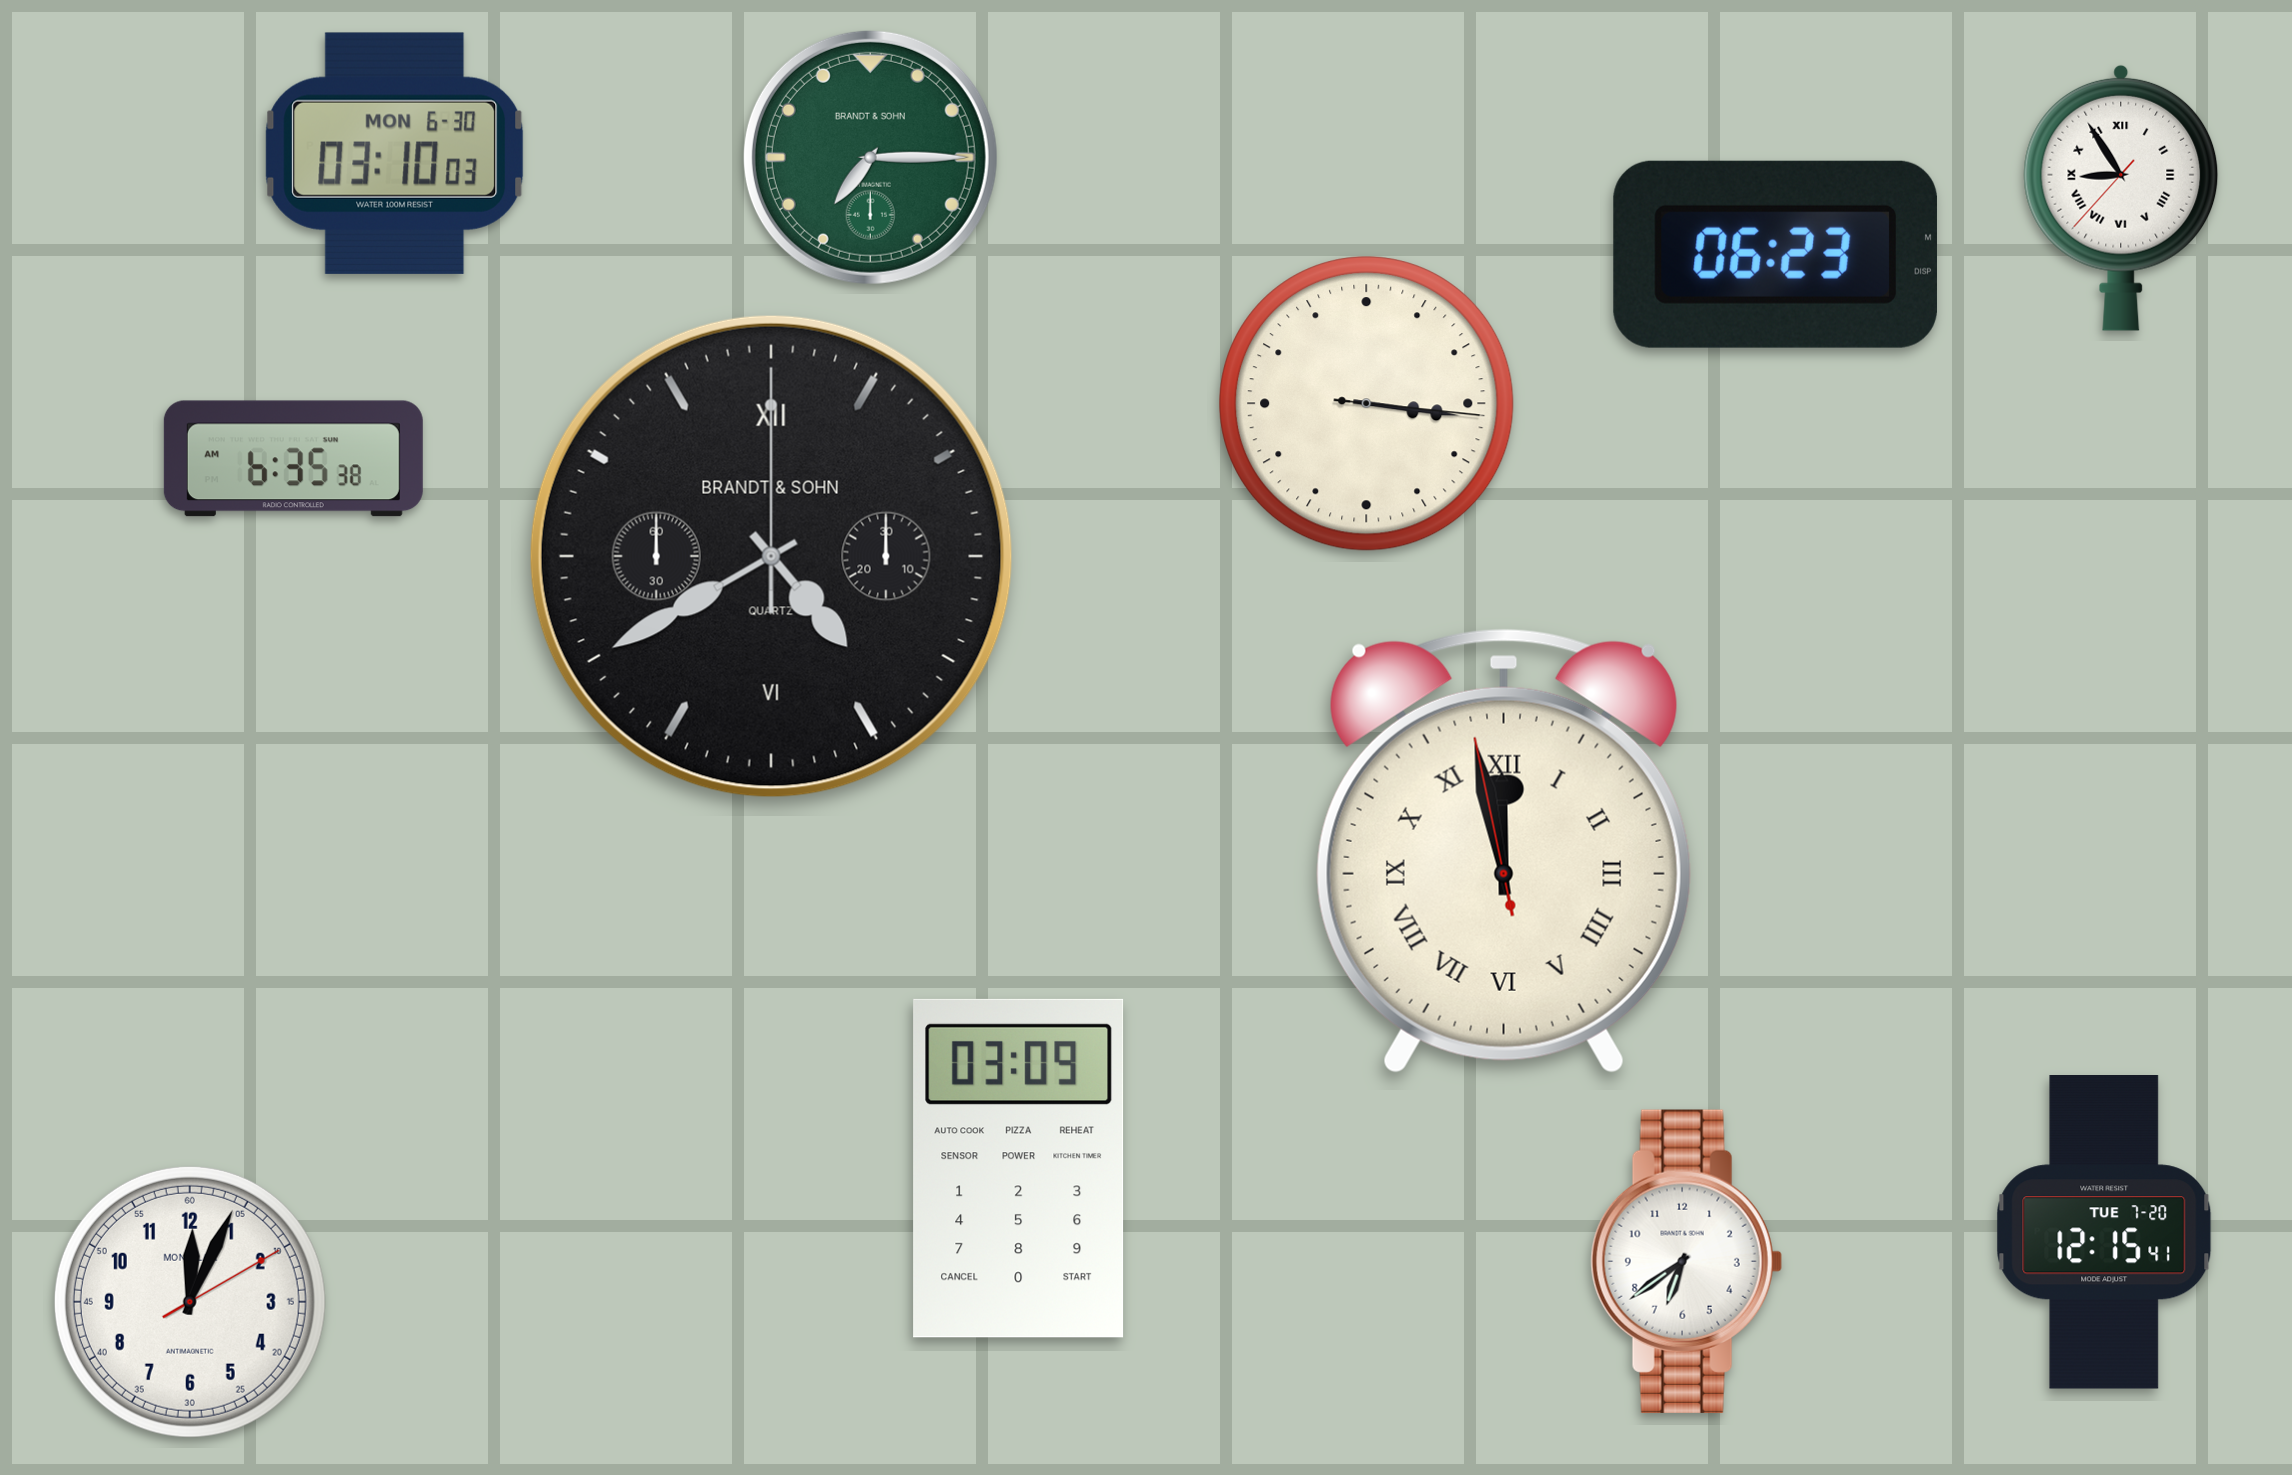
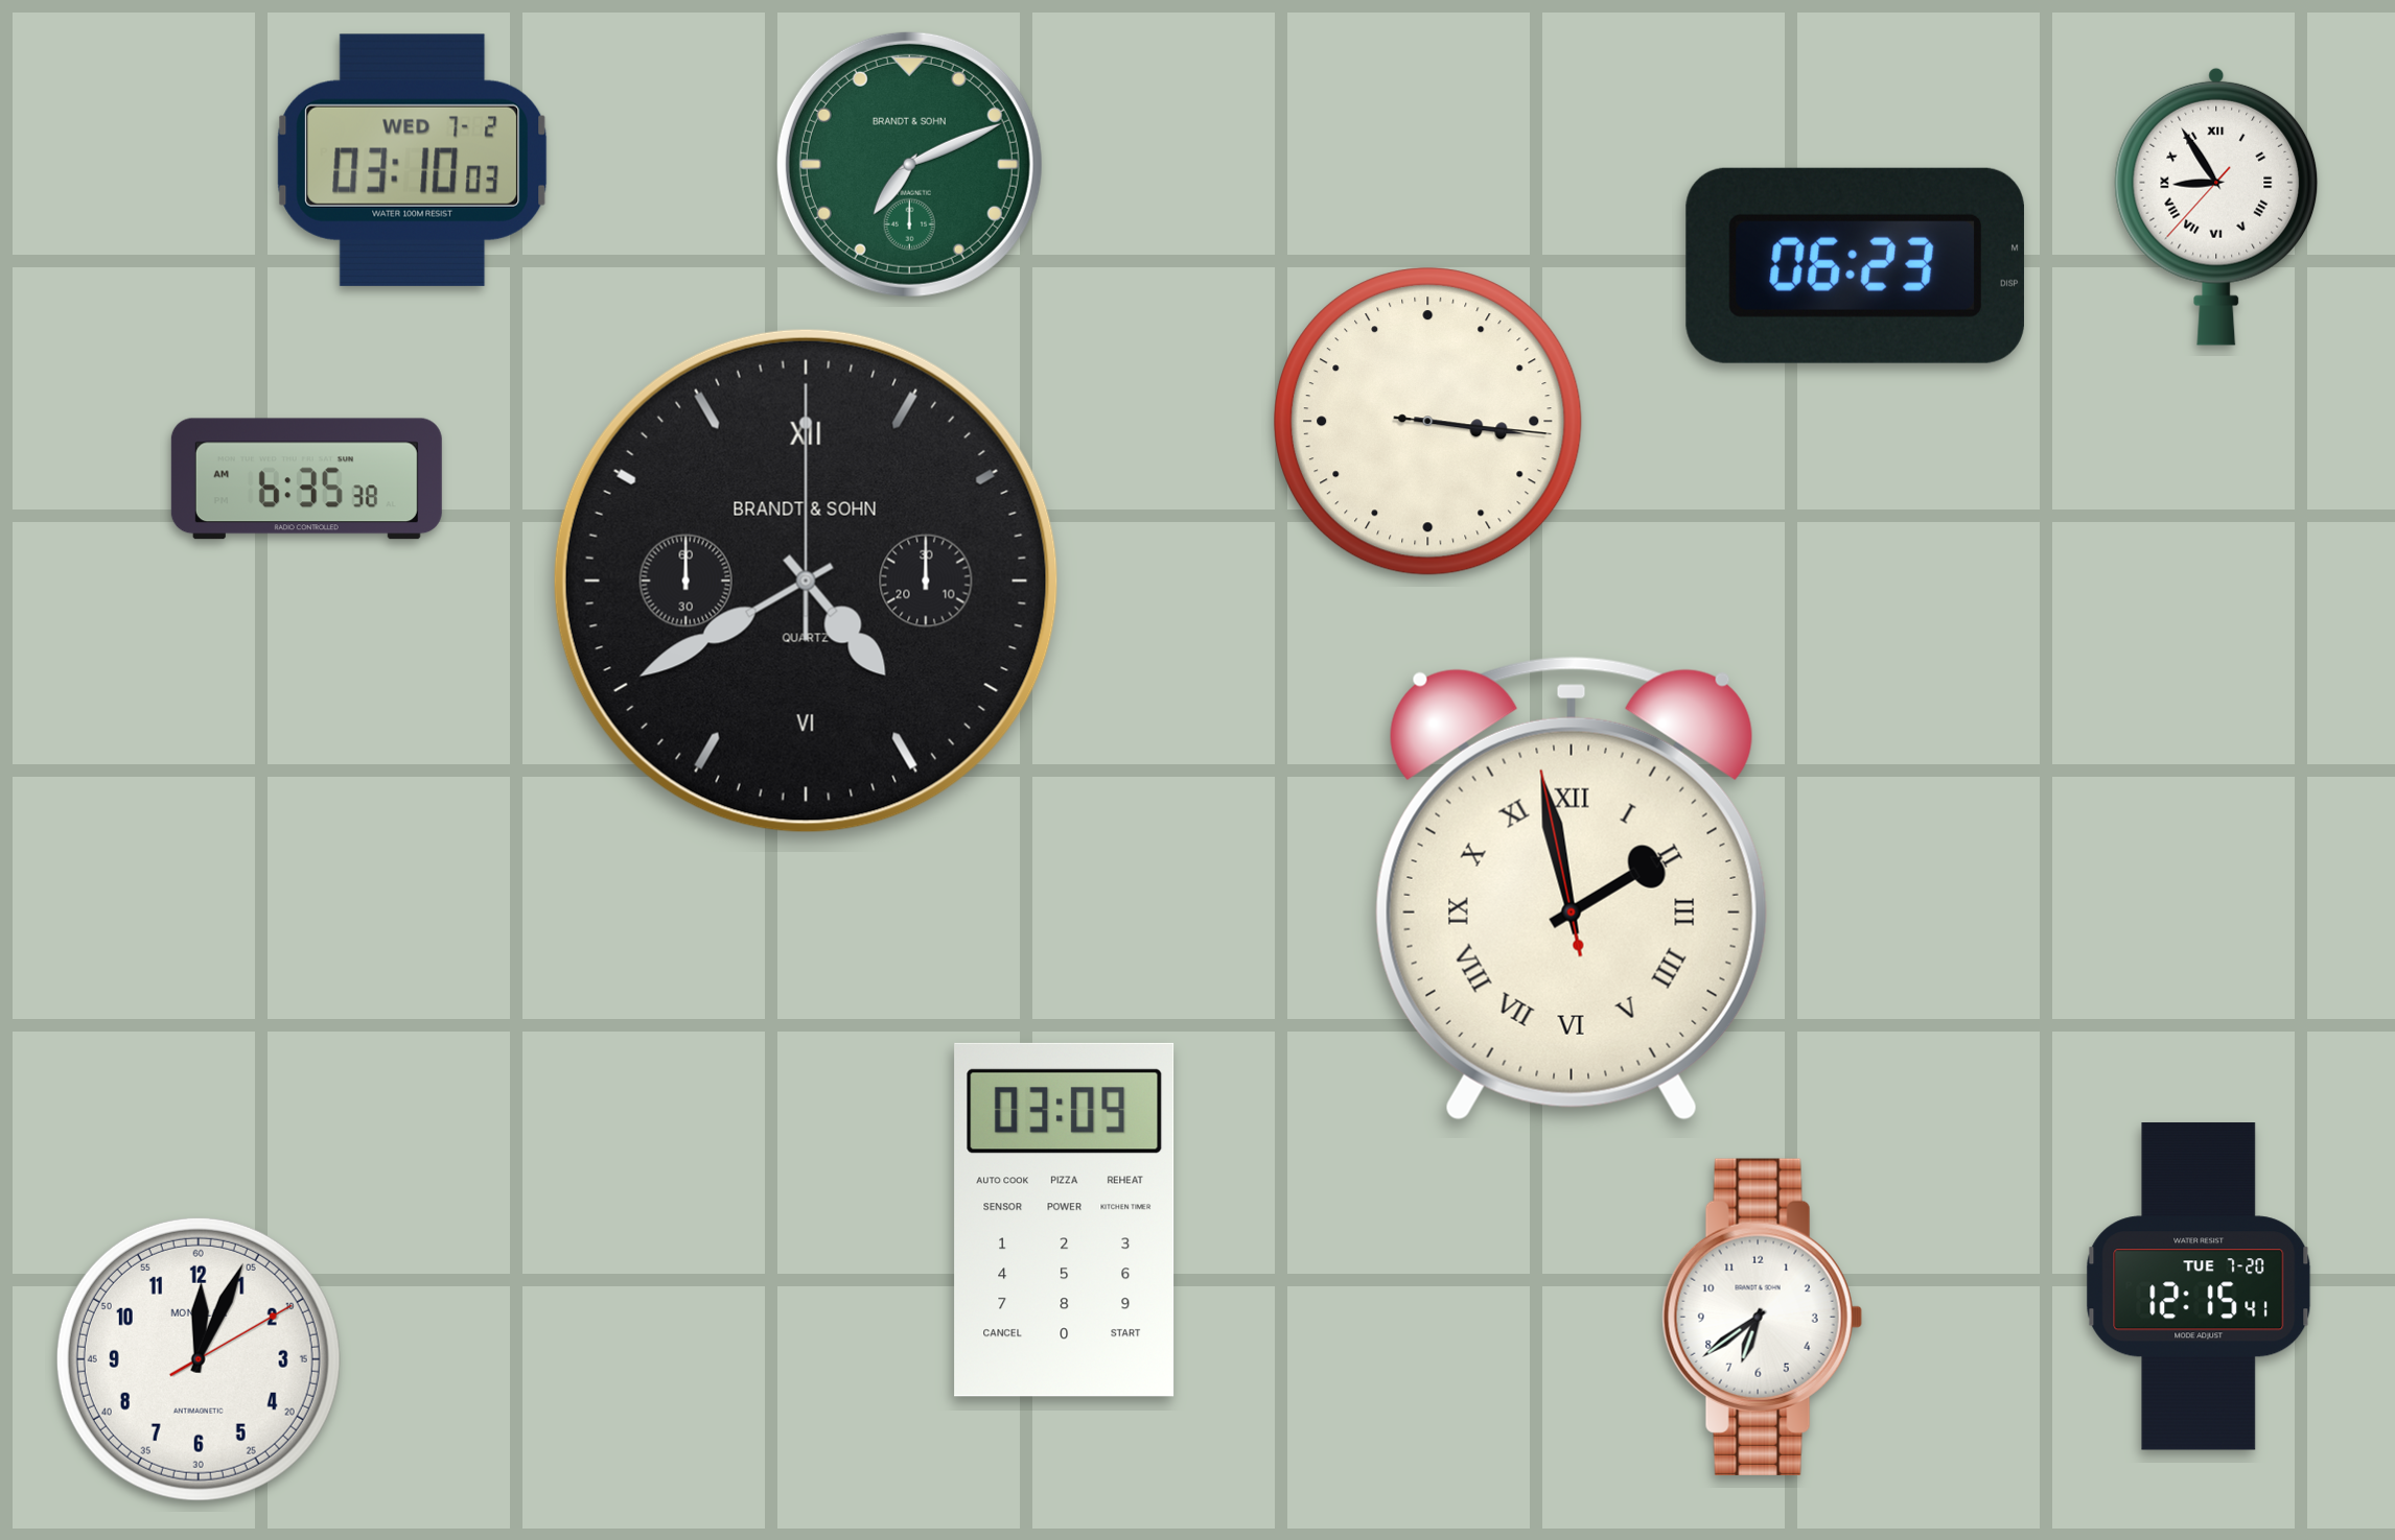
clock at (395, 153) date: MON 6-30 -> WED 7-2
clock at (870, 157): 7:15 -> 7:11
clock at (1504, 851): 11:57 -> 1:57
